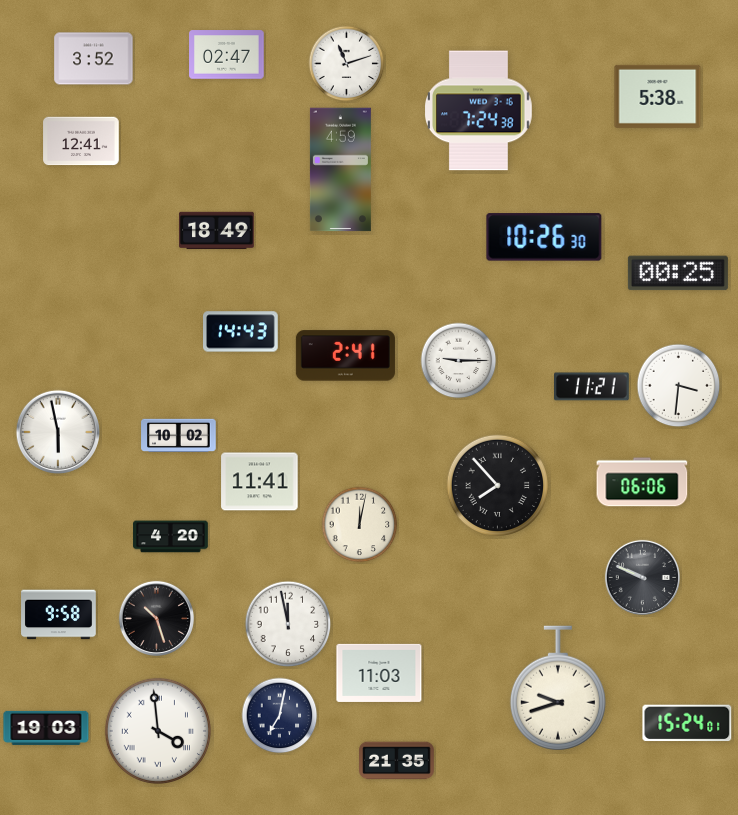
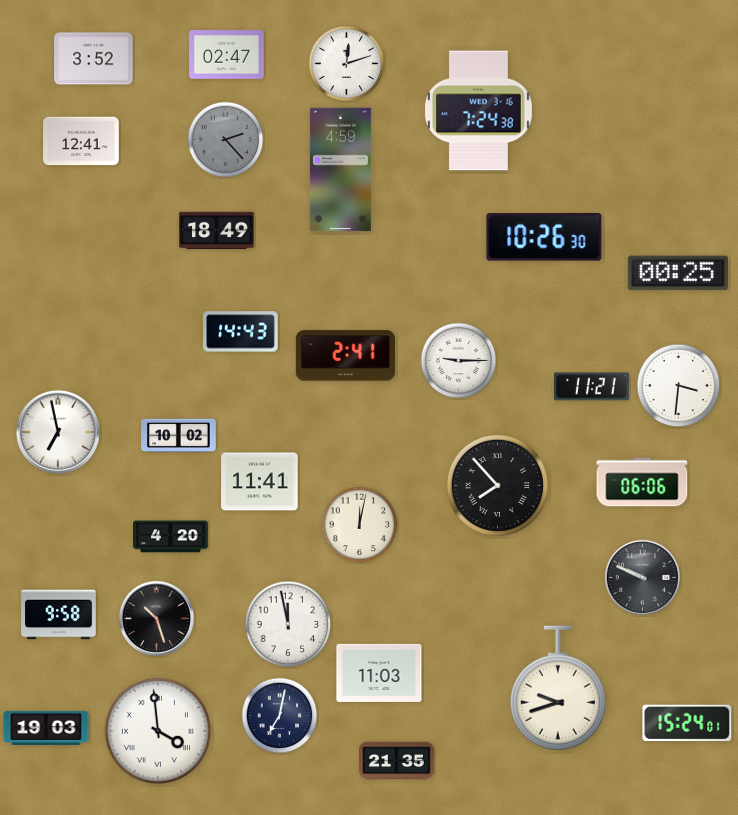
clock at (347, 64): 11:12 -> 12:12
clock at (658, 96): 5:38 -> none
clock at (226, 140): none -> 2:23
clock at (58, 432): 5:58 -> 6:58
